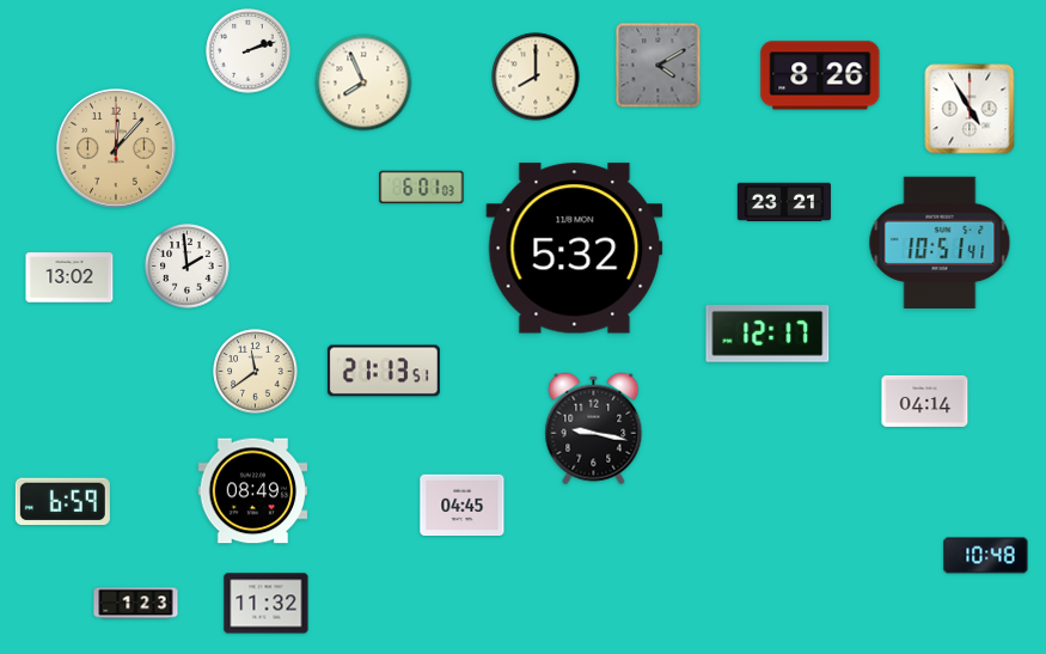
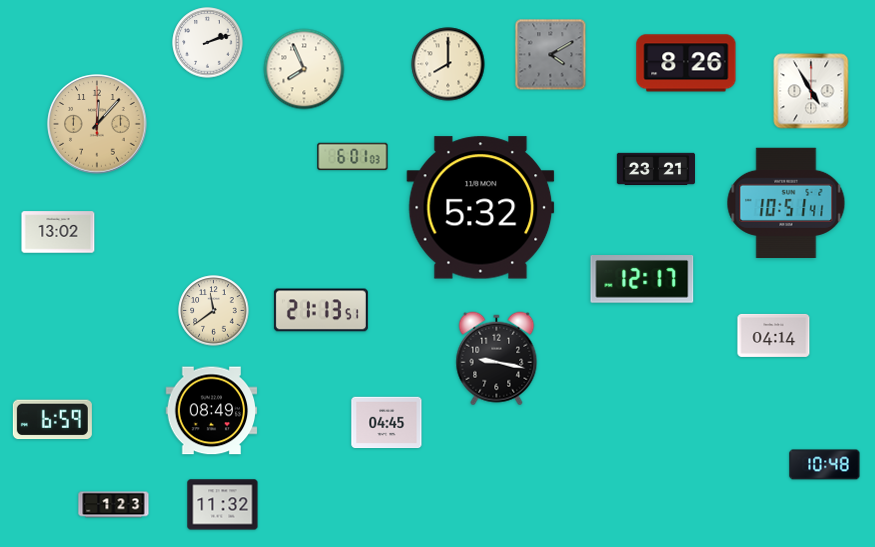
clock at (188, 267): 1:59 -> none
